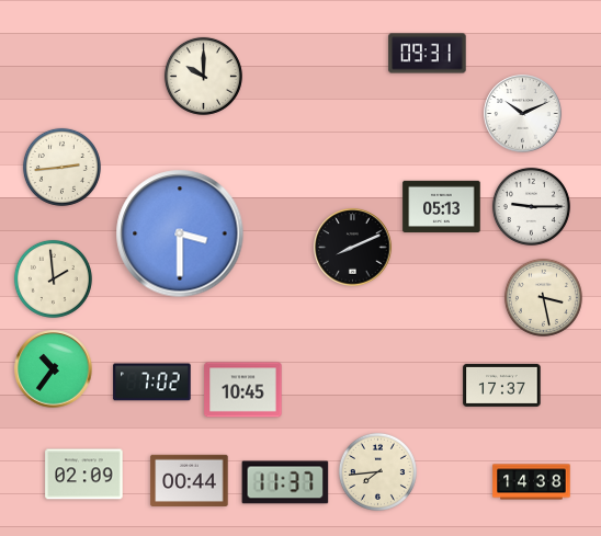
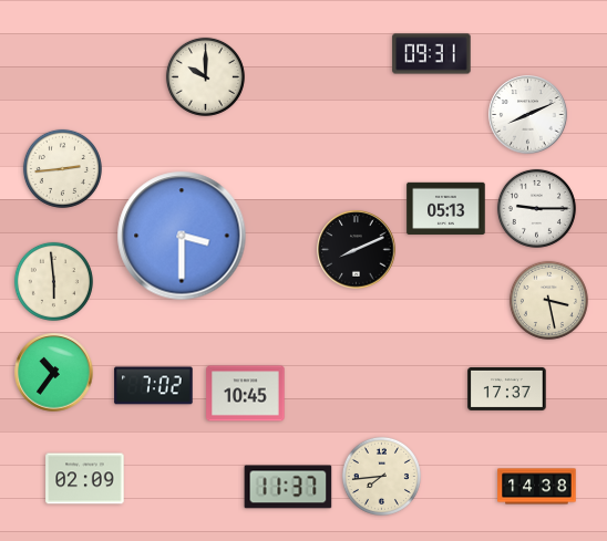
clock at (523, 114): 10:11 -> 8:11
clock at (53, 278): 1:59 -> 5:59
clock at (190, 480): 00:44 -> none
